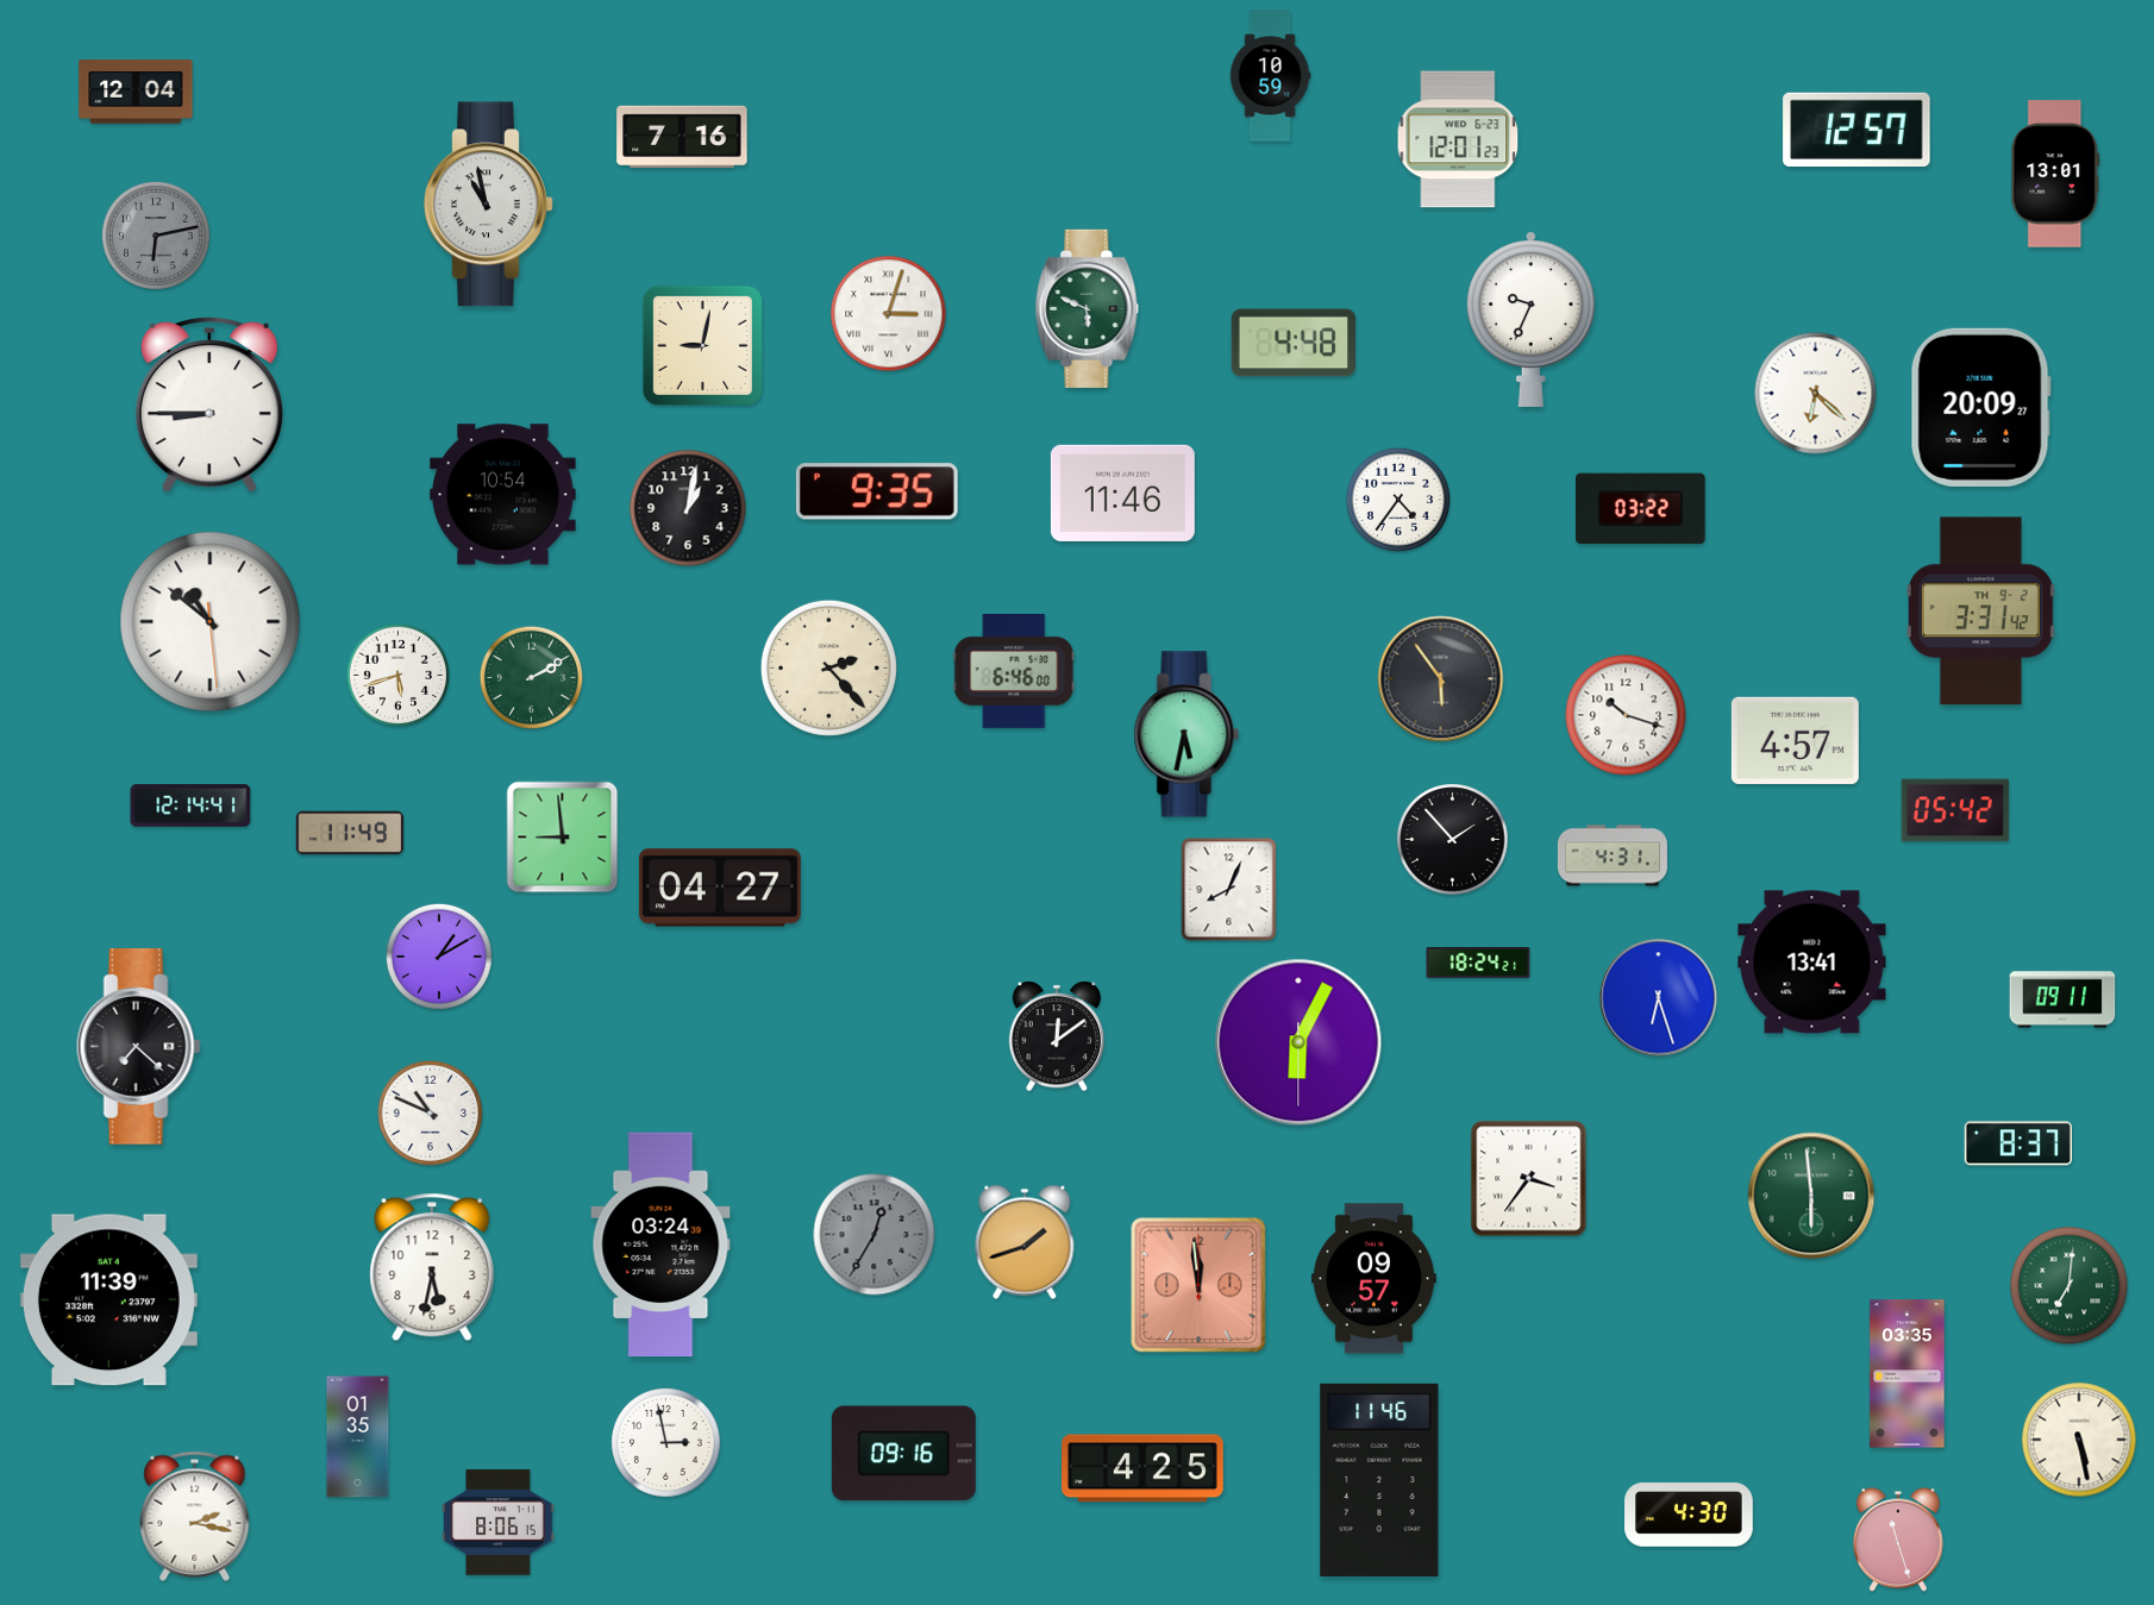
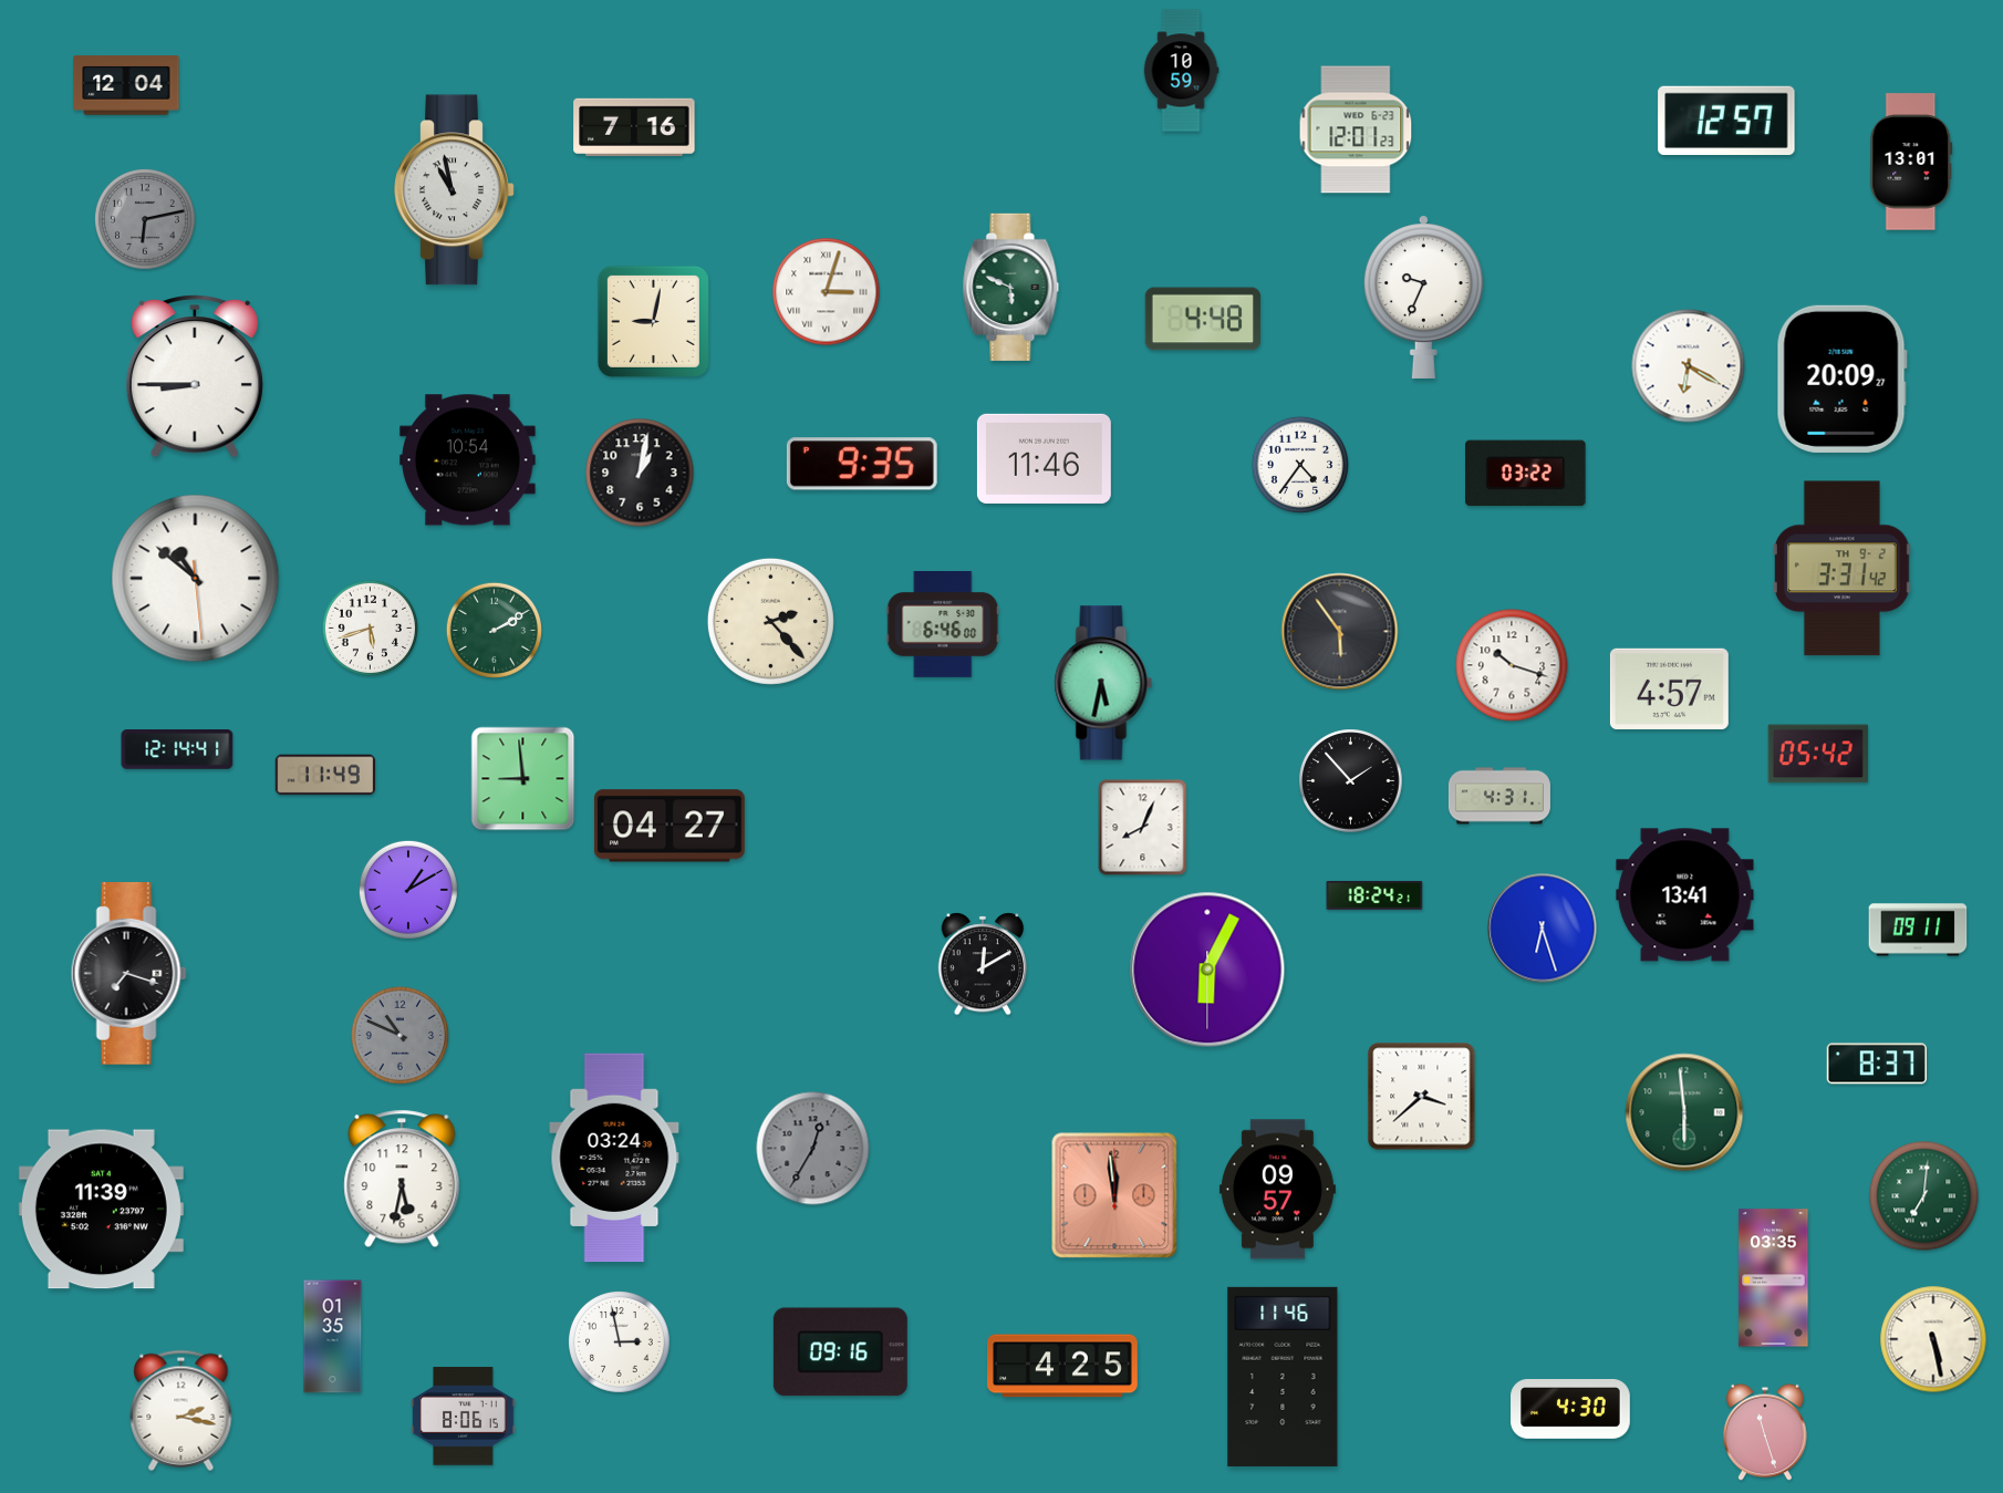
clock at (1816, 394): 6:22 -> 6:20
clock at (877, 491) position: (877, 491) -> (862, 464)
clock at (1057, 1036): 12:09 -> 12:10
clock at (138, 1047): 7:22 -> 7:18
clock at (430, 1112) dial: white -> grey
clock at (1529, 1179): 3:36 -> 3:38
clock at (1025, 1242): 1:42 -> none
